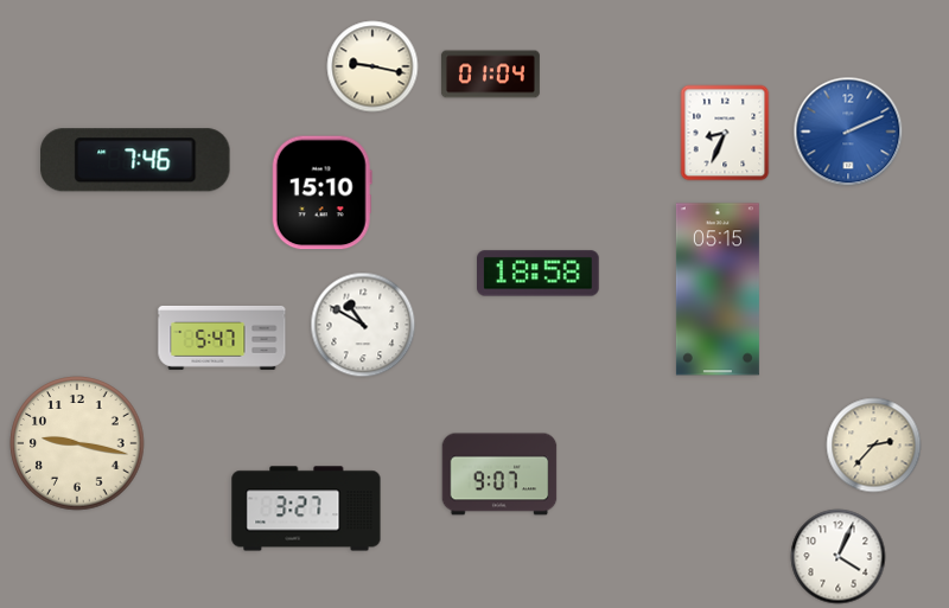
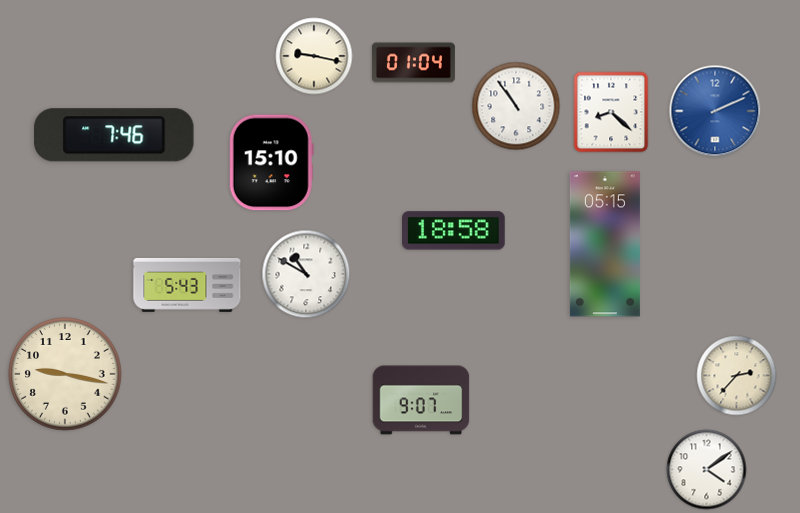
clock at (516, 106): none -> 10:54
clock at (725, 133): 8:34 -> 8:22
clock at (222, 338): 5:47 -> 5:43
clock at (306, 508): 3:27 -> none
clock at (839, 557): 4:04 -> 4:09
